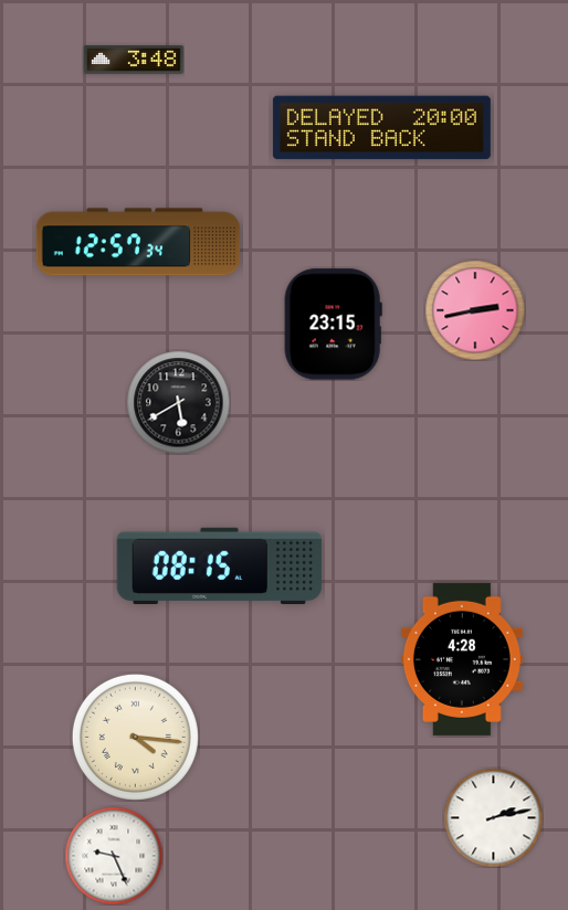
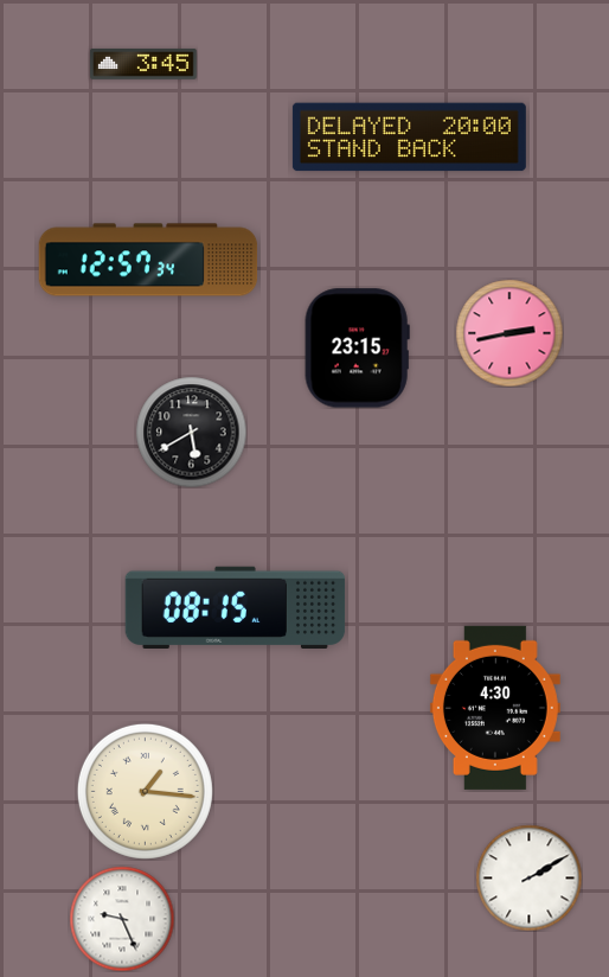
clock at (134, 60): 3:48 -> 3:45
clock at (462, 659): 4:28 -> 4:30
clock at (135, 737): 4:16 -> 1:16
clock at (493, 817): 2:13 -> 2:10
